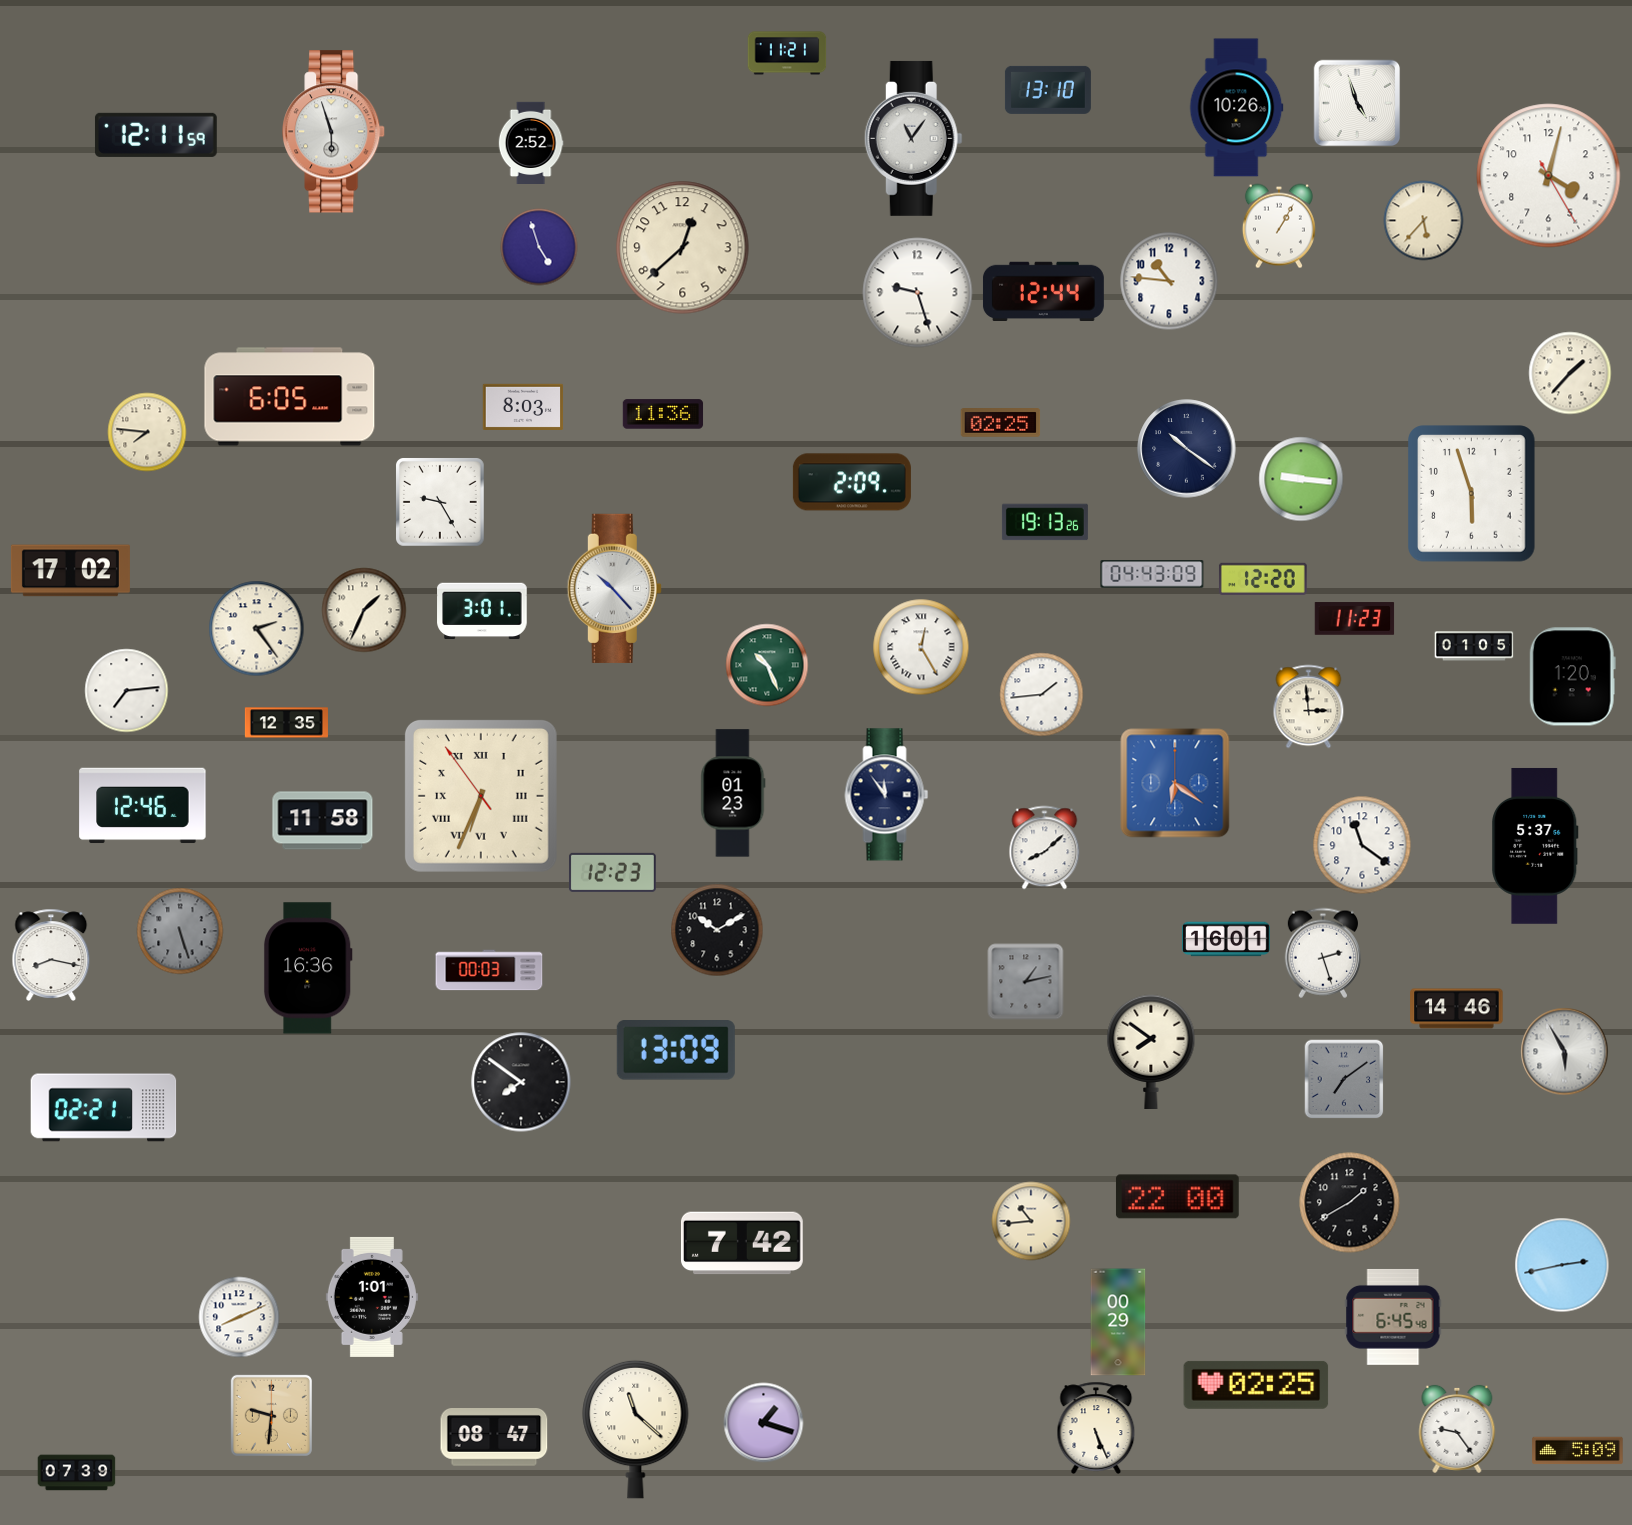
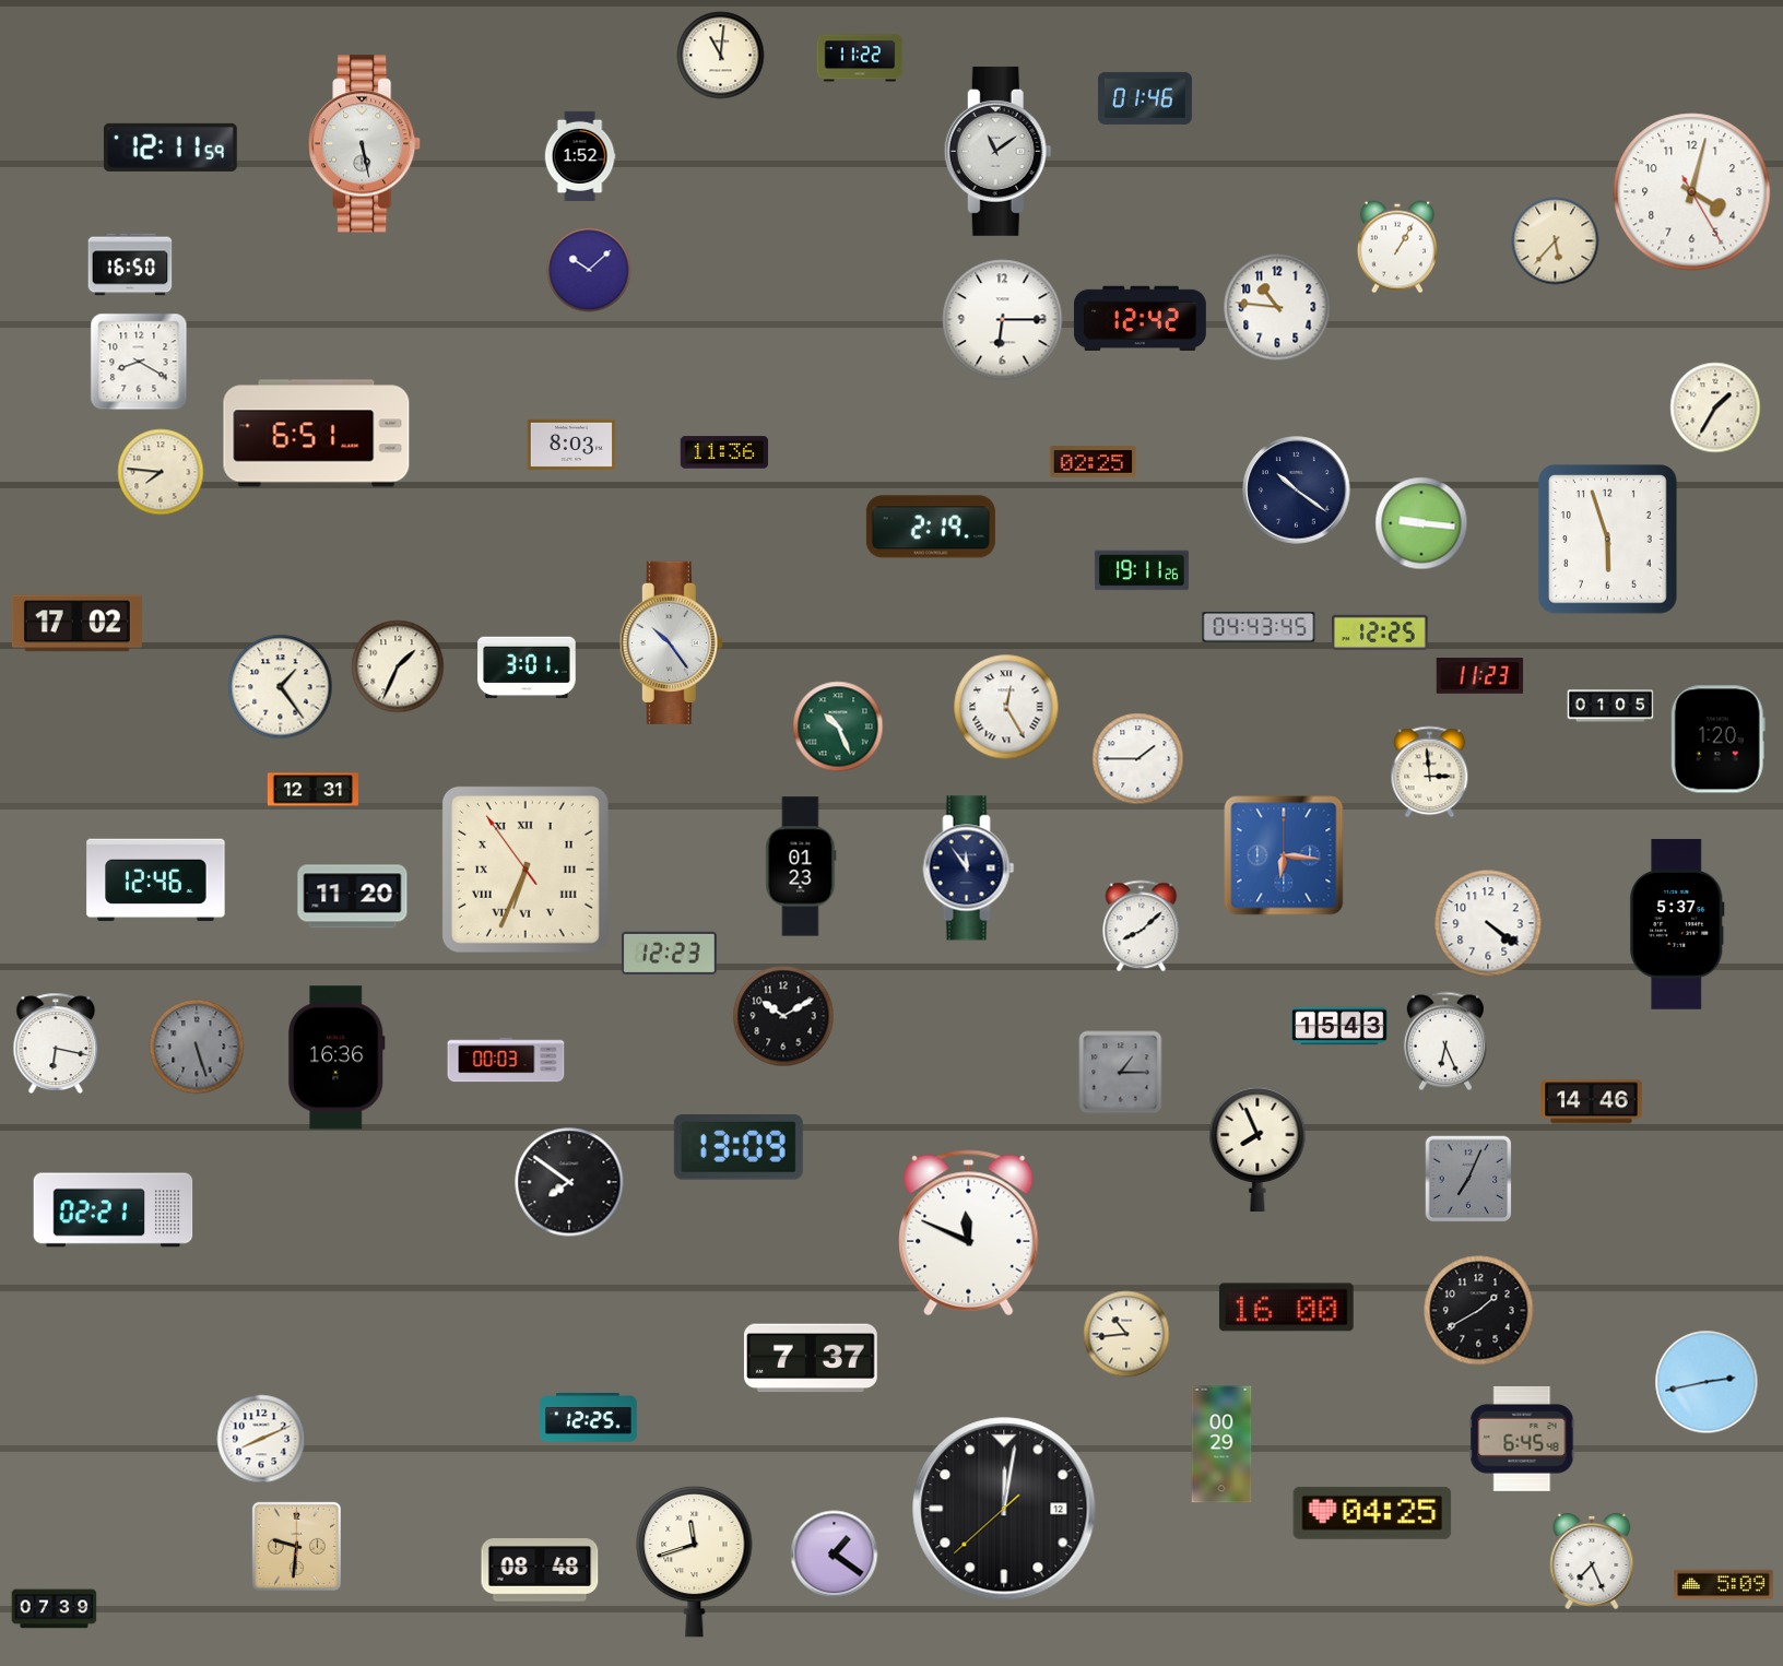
clock at (721, 56): none -> 11:01
clock at (787, 53): 11:21 -> 11:22
clock at (1048, 90): 13:10 -> 01:46
clock at (1357, 103): 4:57 -> none
clock at (1236, 108): 10:26 -> none
clock at (335, 132): 5:57 -> 5:28
clock at (913, 138): 11:06 -> 11:09
clock at (531, 142): 2:52 -> 1:52
clock at (130, 264): none -> 16:50
clock at (539, 247): 4:57 -> 10:08
clock at (683, 248): 12:38 -> none
clock at (1043, 291): 12:44 -> 12:42
clock at (918, 293): 9:27 -> 6:15
clock at (139, 362): none -> 8:20
clock at (1570, 373): 1:37 -> 1:35
clock at (290, 397): 6:05 -> 6:51
clock at (852, 482): 2:09 -> 2:19
clock at (441, 503): 9:25 -> none
clock at (1045, 522): 19:13 -> 19:11
clock at (1152, 574): 04:43:09 -> 04:43:45
clock at (1263, 579): 12:20 -> 12:25
clock at (614, 588): 10:23 -> 10:24
clock at (257, 629): 2:24 -> 1:24
clock at (127, 691): 7:14 -> none
clock at (1042, 695): 1:44 -> 1:45
clock at (286, 723): 12:35 -> 12:31
clock at (1175, 783): 6:21 -> 6:16
clock at (323, 821): 11:58 -> 11:20
clock at (1362, 845): 11:21 -> 4:21
clock at (180, 931) position: (180, 931) -> (197, 1047)
clock at (1227, 939): 16:01 -> 15:43
clock at (1323, 953): 2:27 -> 6:26
clock at (51, 955): 8:17 -> 6:17
clock at (489, 970) position: (489, 970) -> (506, 1060)
clock at (1026, 982): 1:13 -> 1:15
clock at (1151, 1051): 7:51 -> 7:56
clock at (1565, 1052): 5:55 -> none
clock at (1344, 1079): 7:09 -> 7:04
clock at (969, 1233): none -> 11:49
clock at (1178, 1197): 22:00 -> 16:00
clock at (1350, 1203) position: (1350, 1203) -> (1479, 1311)
clock at (742, 1243): 7:42 -> 7:37
clock at (372, 1297): 1:01 -> none
clock at (589, 1418): none -> 12:25
clock at (1004, 1509): none -> 12:01
clock at (1256, 1385): 02:25 -> 04:25
clock at (764, 1423): 1:18 -> 1:21
clock at (1096, 1428): 5:26 -> none
clock at (636, 1429): 11:22 -> 11:42
clock at (1457, 1429): 9:24 -> 7:26
clock at (494, 1438): 08:47 -> 08:48
clock at (77, 1473) position: (77, 1473) -> (55, 1609)
